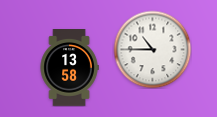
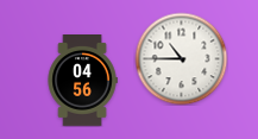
clock at (69, 68): 13:58 -> 04:56
